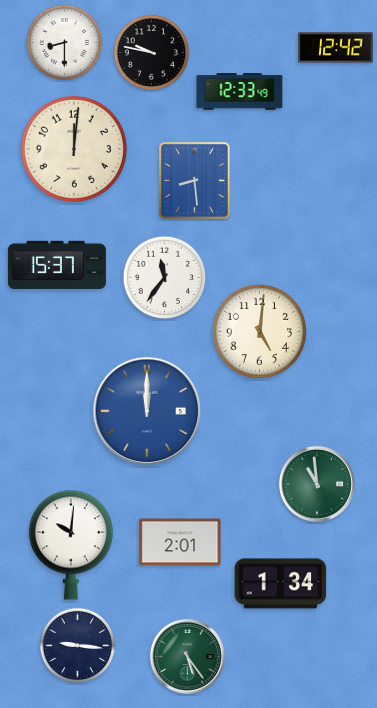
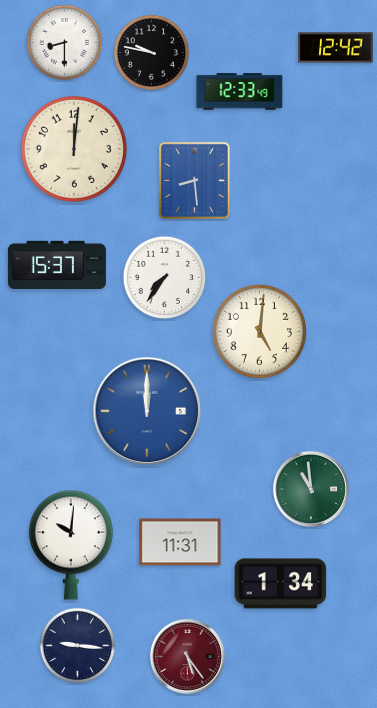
clock at (165, 278): 11:36 -> 7:36
clock at (317, 484) position: (317, 484) -> (311, 489)
clock at (180, 542): 2:01 -> 11:31
clock at (187, 656) dial: green -> burgundy
